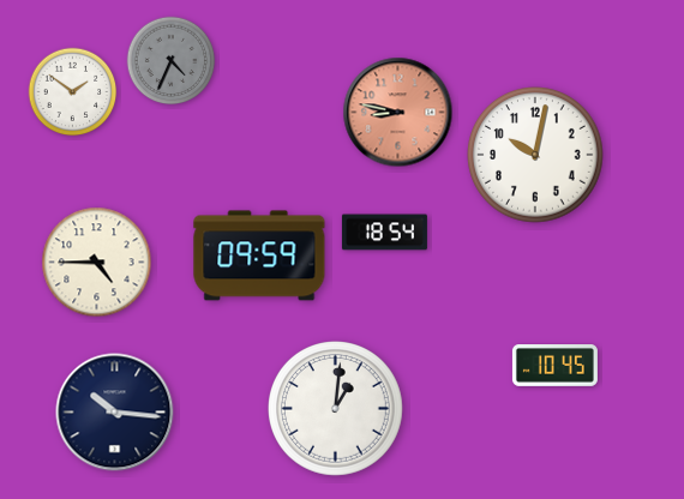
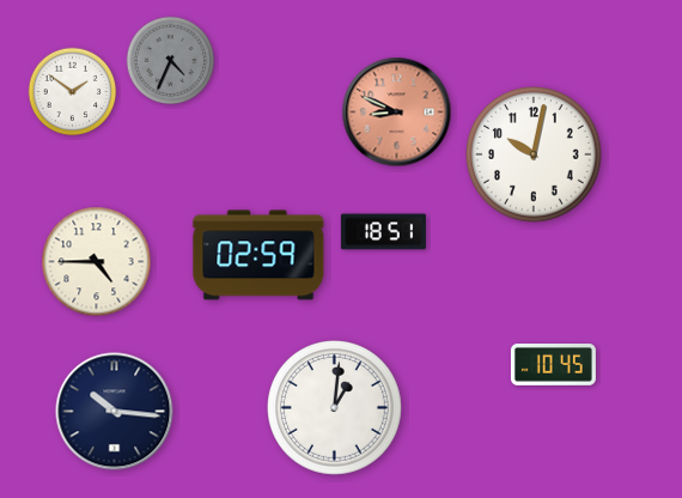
clock at (398, 113): 8:47 -> 8:49
clock at (384, 233): 18:54 -> 18:51
clock at (259, 255): 09:59 -> 02:59
